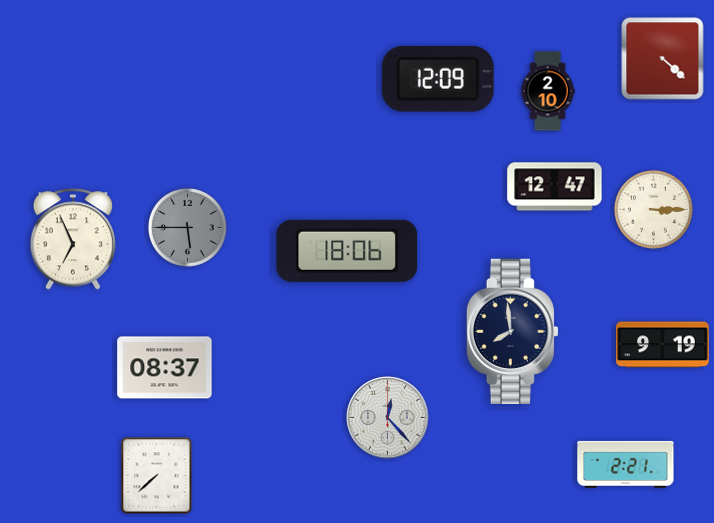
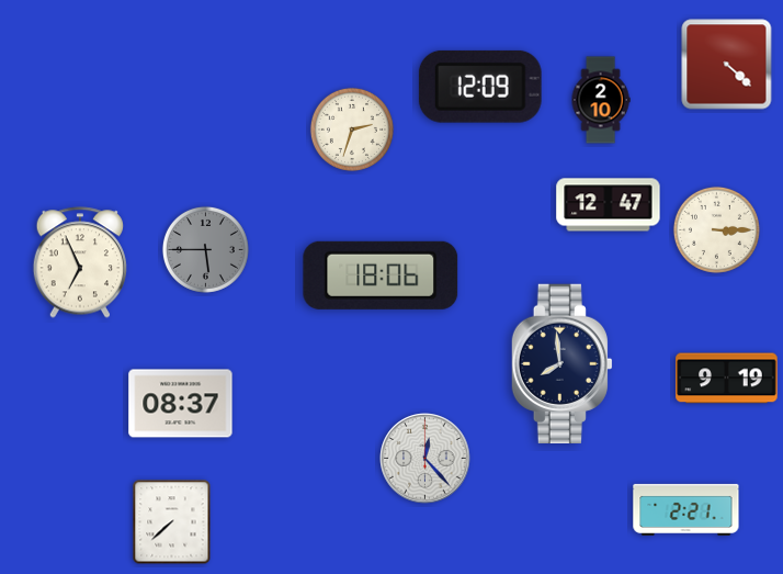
clock at (352, 130): none -> 2:33
